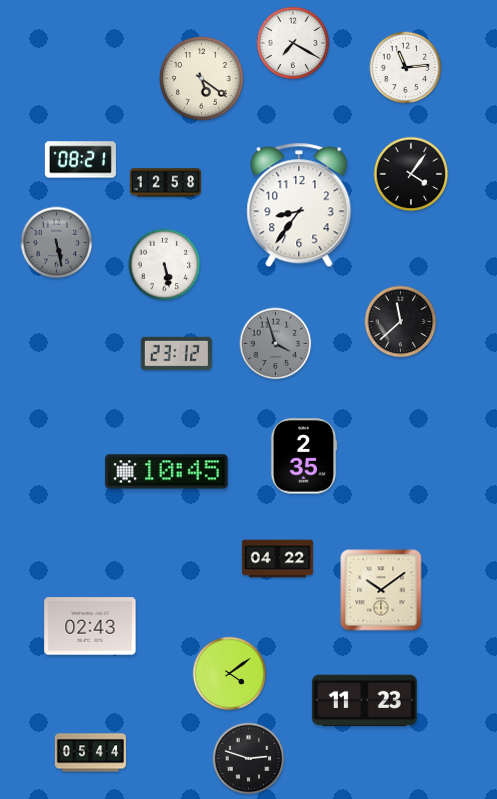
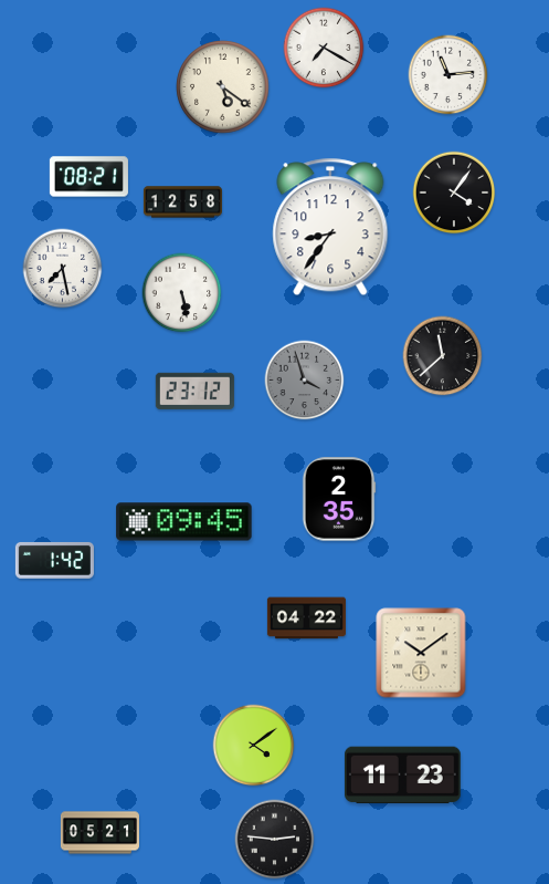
clock at (57, 243): 5:28 -> 7:28
clock at (57, 243) dial: grey -> white
clock at (304, 456) position: (304, 456) -> (339, 499)
clock at (167, 472): 10:45 -> 09:45
clock at (54, 560): none -> 1:42
clock at (90, 626): 02:43 -> none
clock at (90, 753): 05:44 -> 05:21
clock at (249, 759): 2:48 -> 2:46
